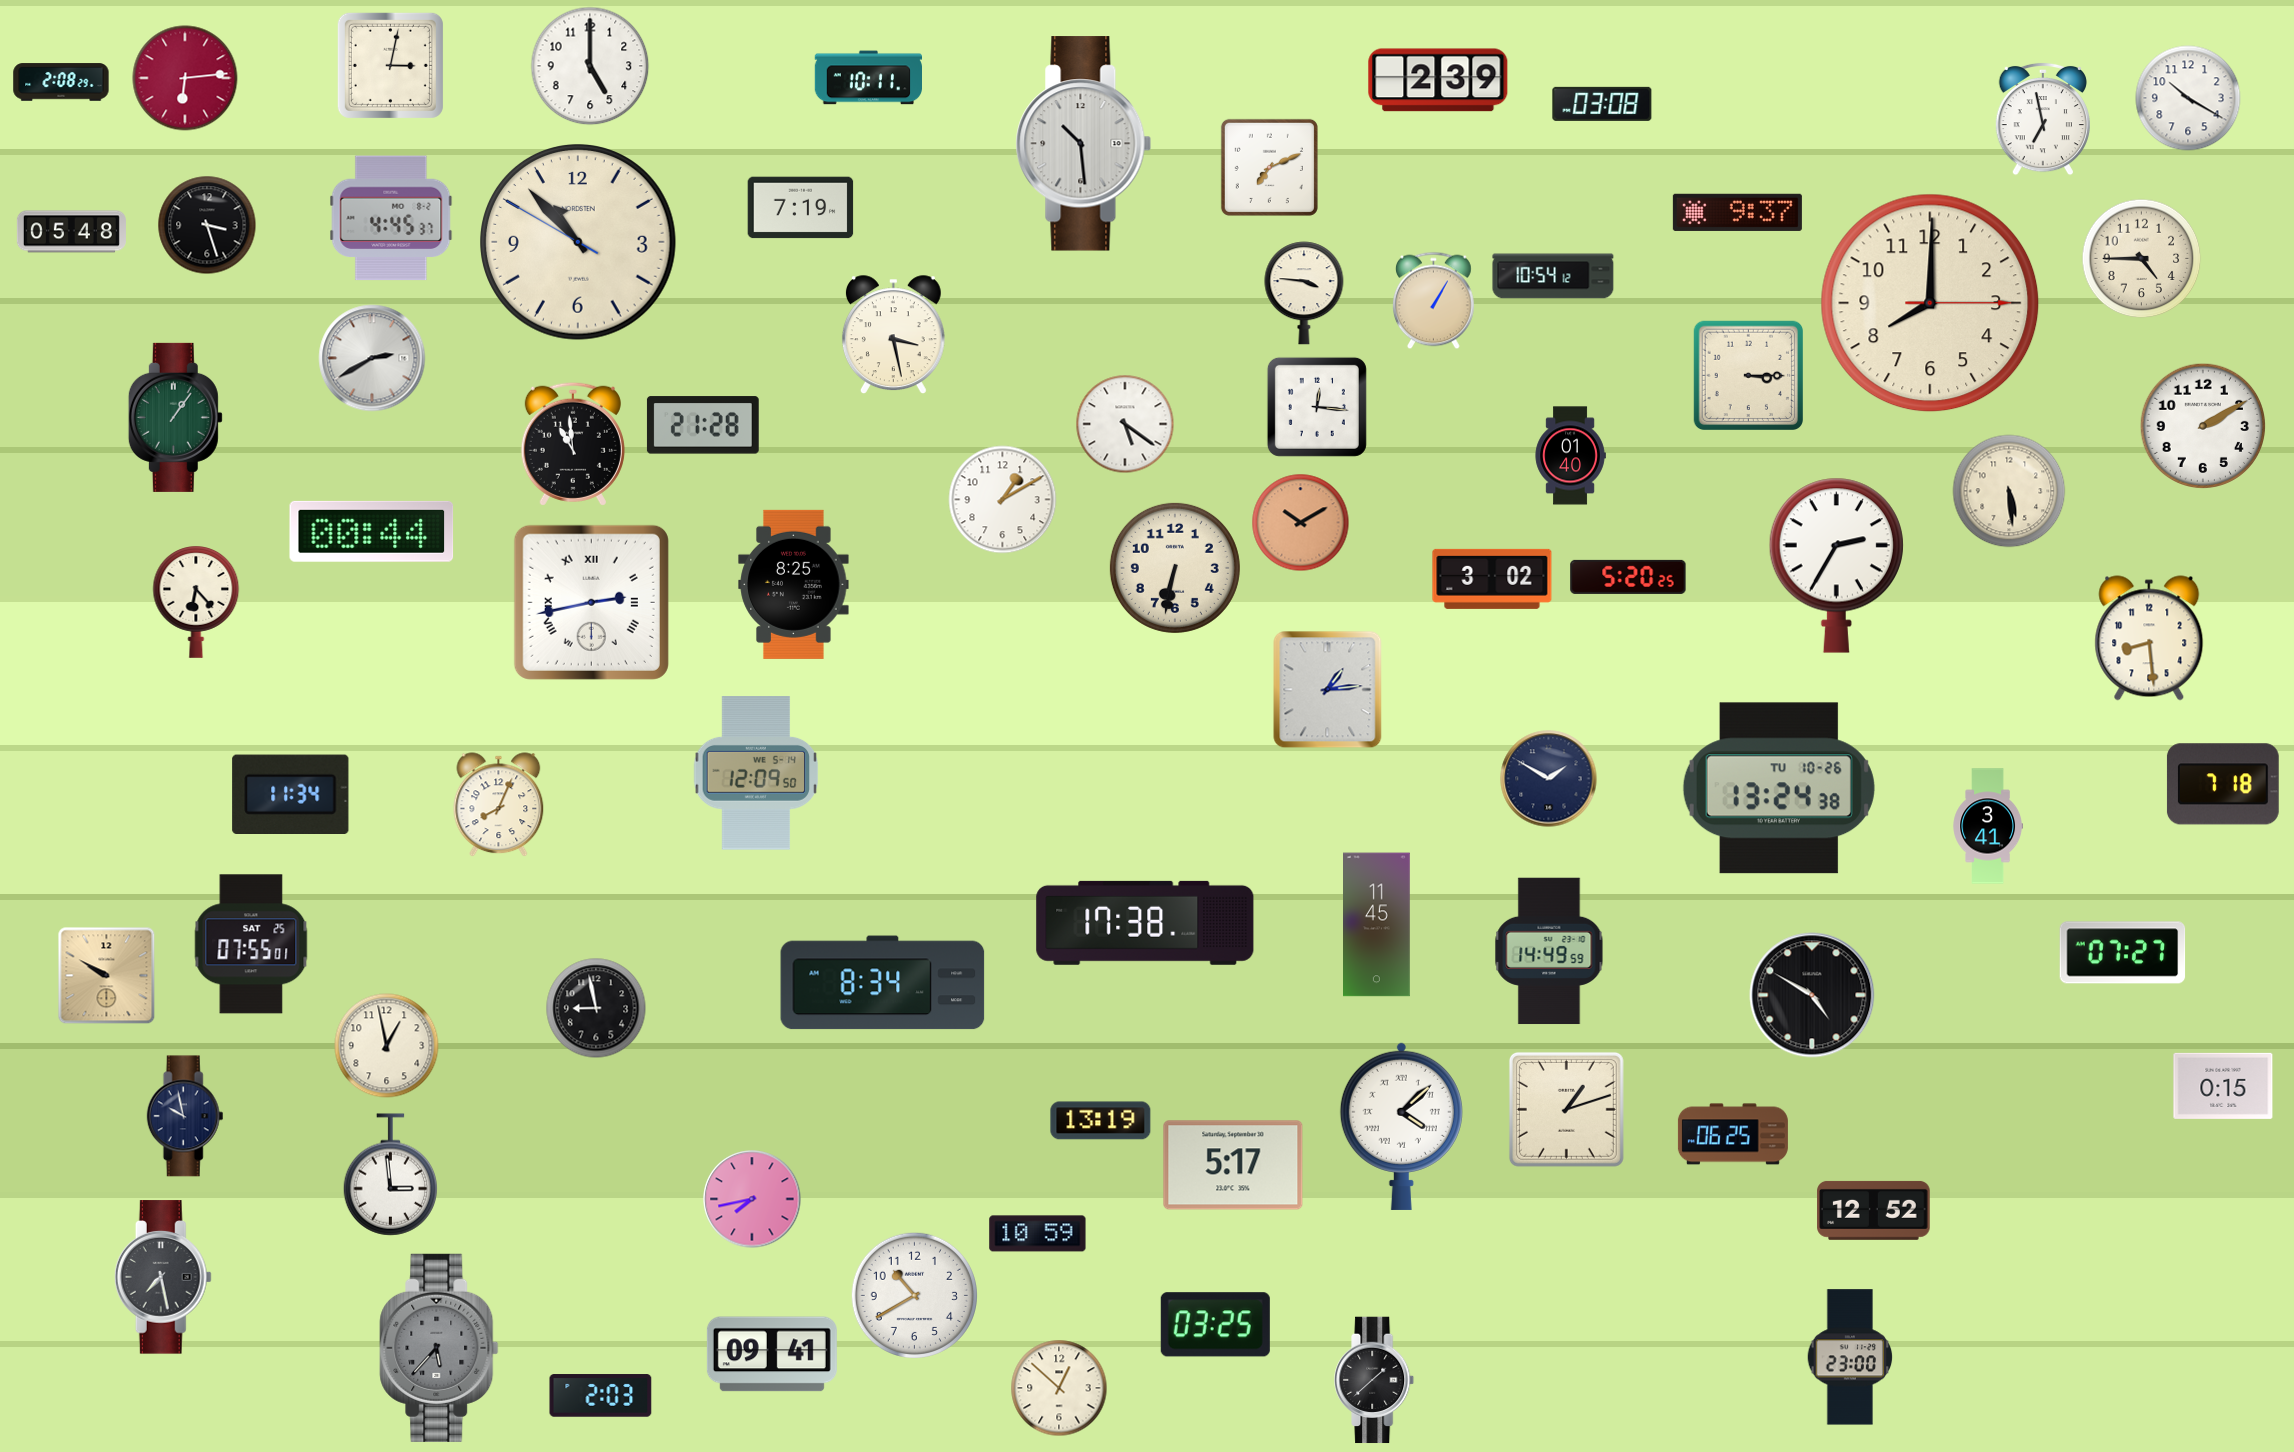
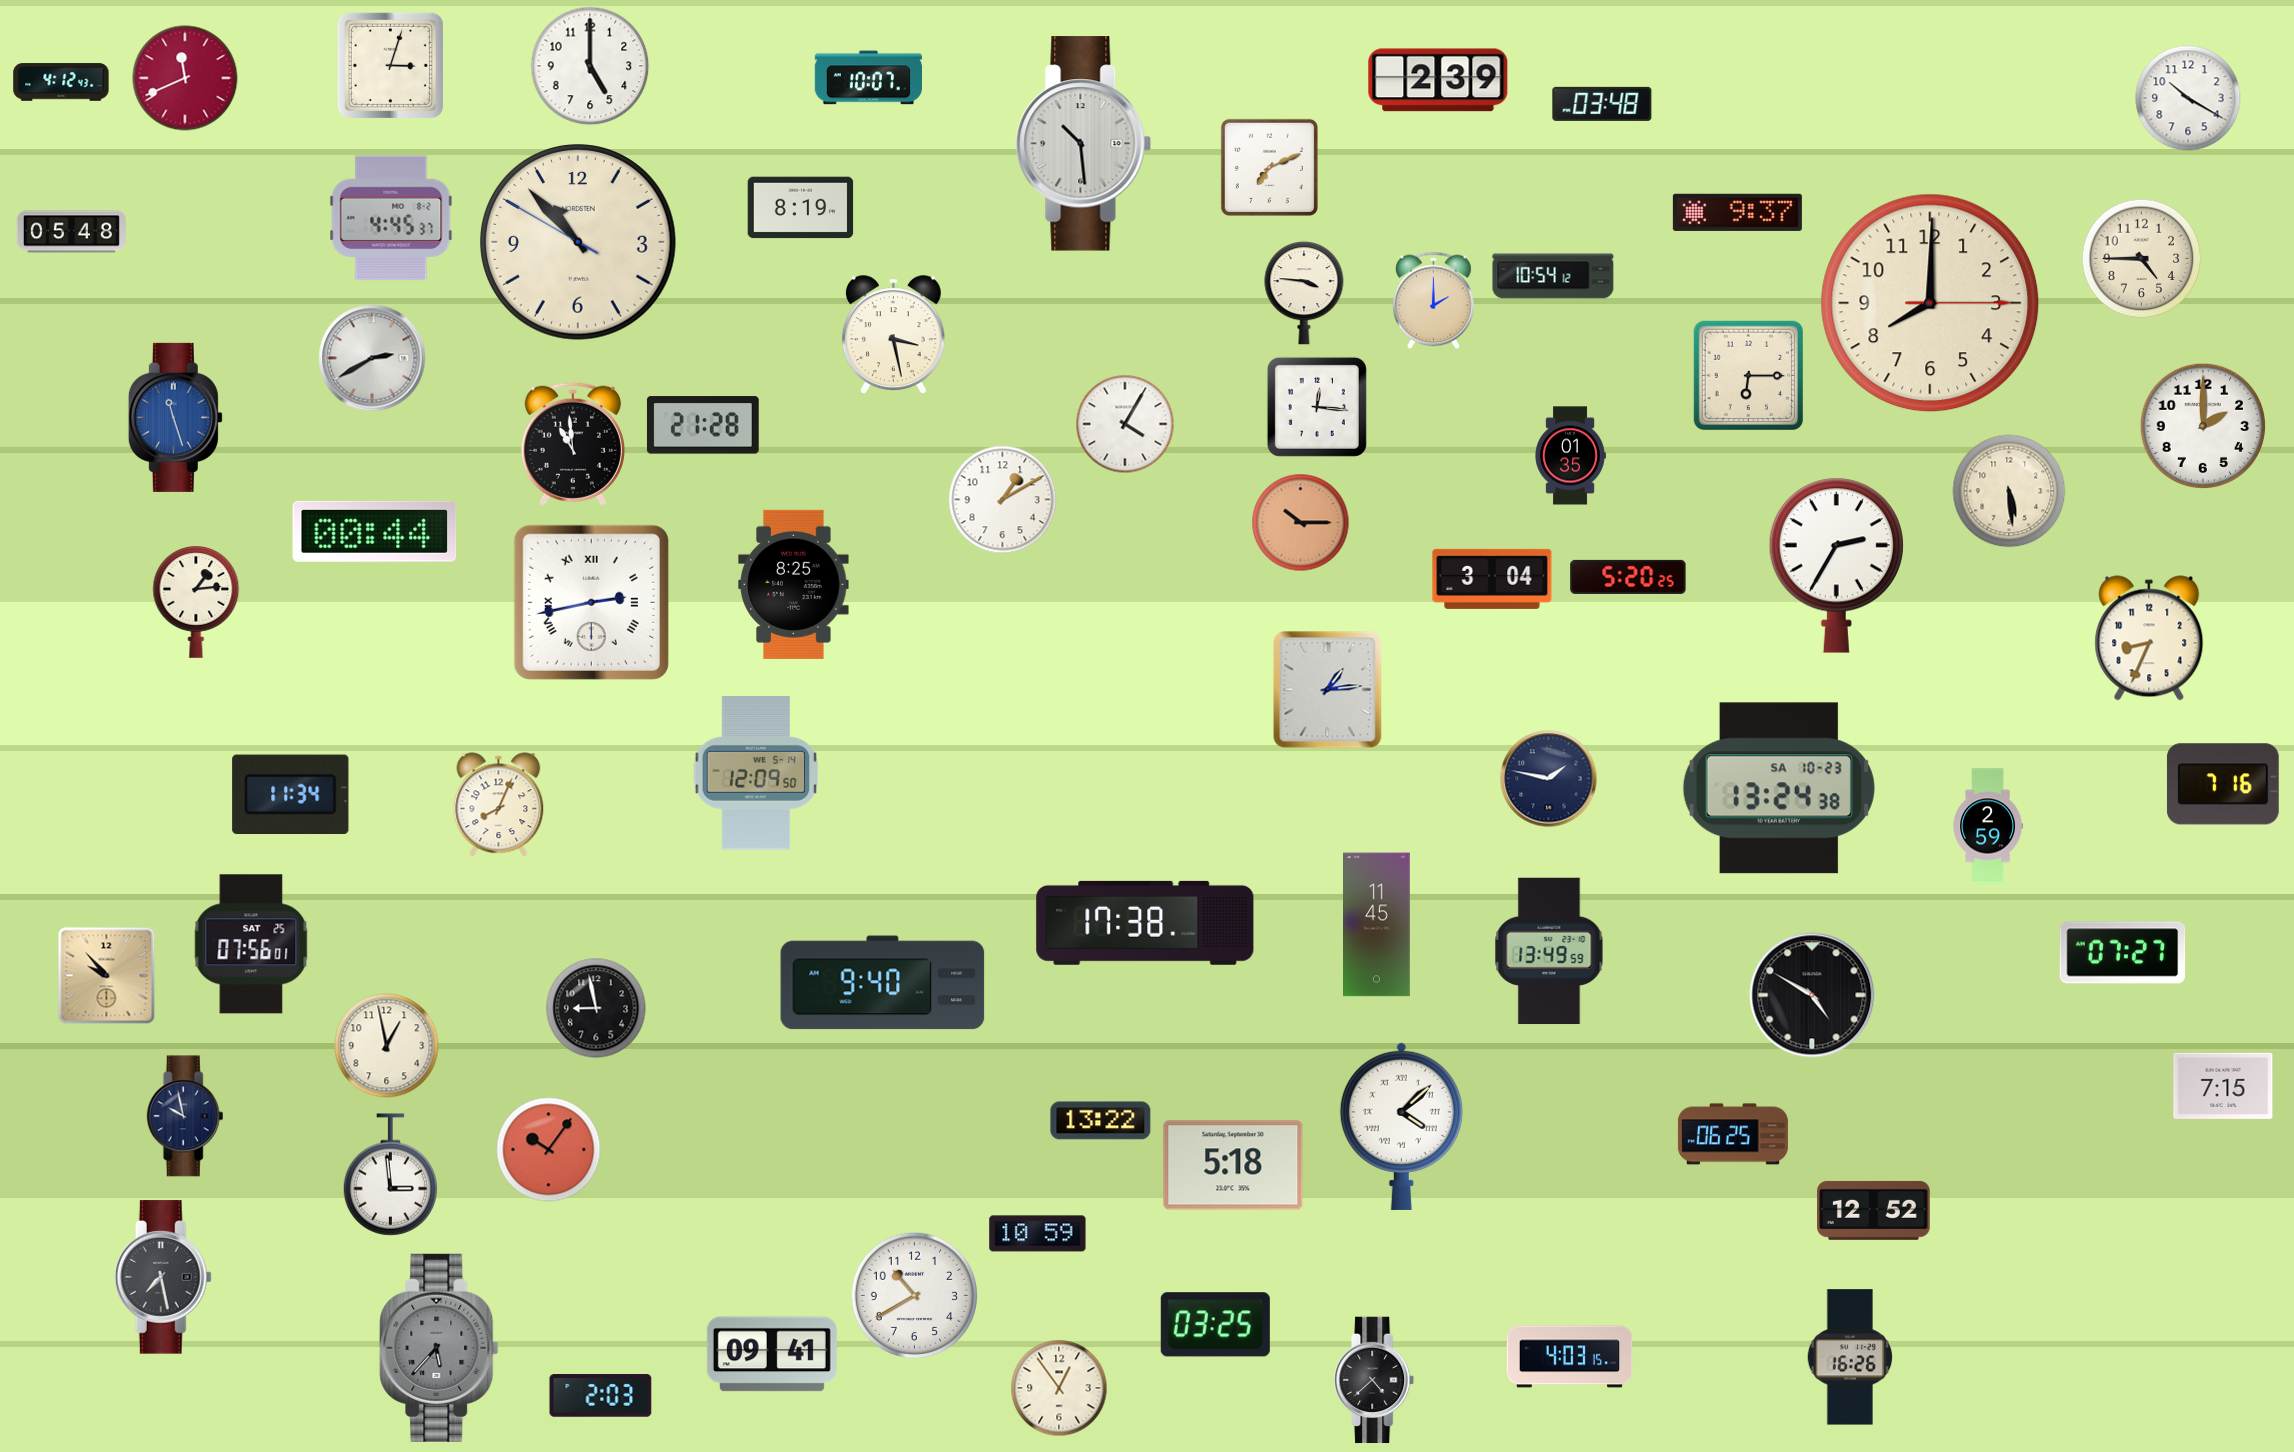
clock at (390, 65): 3:02 -> 3:03
clock at (185, 78): 6:14 -> 11:41
clock at (868, 78): 10:11 -> 10:07
clock at (61, 82): 2:08 -> 4:12
clock at (1602, 104): 03:08 -> 03:48
clock at (2043, 119): 6:58 -> none
clock at (801, 208): 7:19 -> 8:19
clock at (207, 225): 3:27 -> none
clock at (1434, 301): 1:05 -> 2:00
clock at (1748, 375): 3:15 -> 6:15
clock at (175, 417): 1:06 -> 11:27
clock at (175, 417) dial: green -> blue
clock at (1125, 424): 5:21 -> 4:05
clock at (2202, 425): 2:10 -> 2:00
clock at (1570, 456): 01:40 -> 01:35
clock at (1301, 523): 10:10 -> 10:15
clock at (372, 531) position: (372, 531) -> (375, 531)
clock at (1175, 568): 6:32 -> none
clock at (1492, 579): 3:02 -> 3:04
clock at (196, 602): 6:23 -> 1:14
clock at (2149, 638): 8:29 -> 8:34
clock at (1549, 779): 1:50 -> 1:47
clock at (2223, 784): 7:18 -> 7:16
clock at (1779, 788) date: TU 10-26 -> SA 10-23
clock at (1987, 826): 3:41 -> 2:59
clock at (251, 944): 07:55 -> 07:56
clock at (1549, 951): 14:49 -> 13:49
clock at (107, 976): 9:50 -> 9:53
clock at (883, 983): 8:34 -> 9:40
clock at (2223, 1086): 0:15 -> 7:15
clock at (1566, 1109): 1:12 -> none
clock at (1101, 1121): 13:19 -> 13:22
clock at (549, 1150): none -> 10:06
clock at (1233, 1165): 5:17 -> 5:18
clock at (752, 1199): 7:43 -> none
clock at (1570, 1357): none -> 4:03
clock at (1850, 1357): 23:00 -> 16:26
clock at (1375, 1380): 1:38 -> 4:38
clock at (1059, 1388): 12:52 -> 12:54
